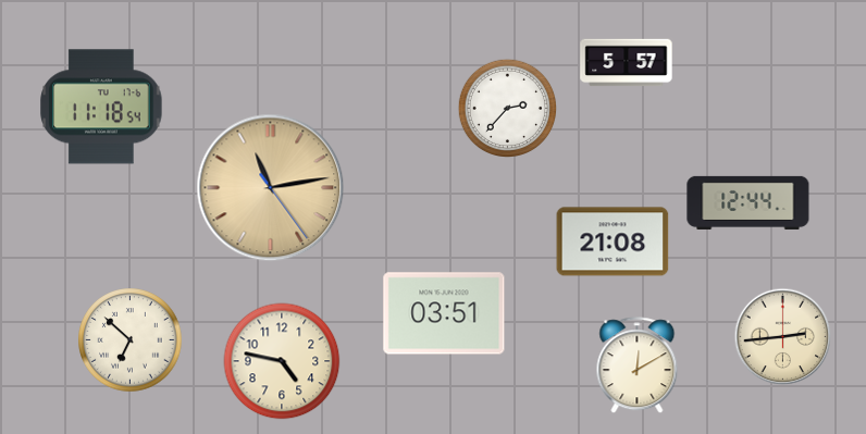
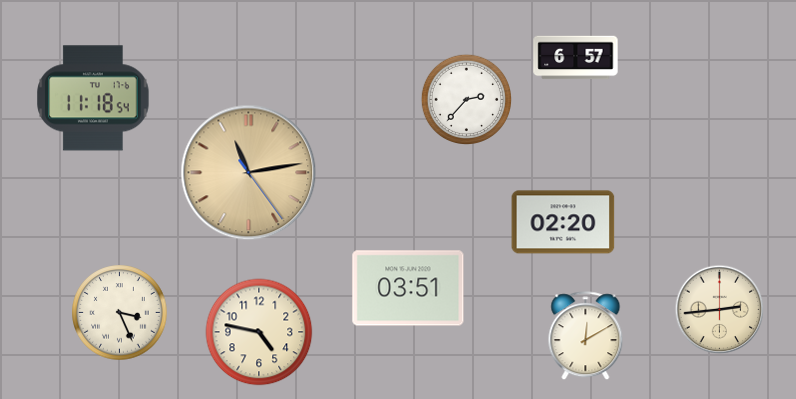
clock at (627, 63): 5:57 -> 6:57
clock at (749, 202): 12:44 -> none
clock at (613, 241): 21:08 -> 02:20
clock at (131, 340): 6:52 -> 3:26
